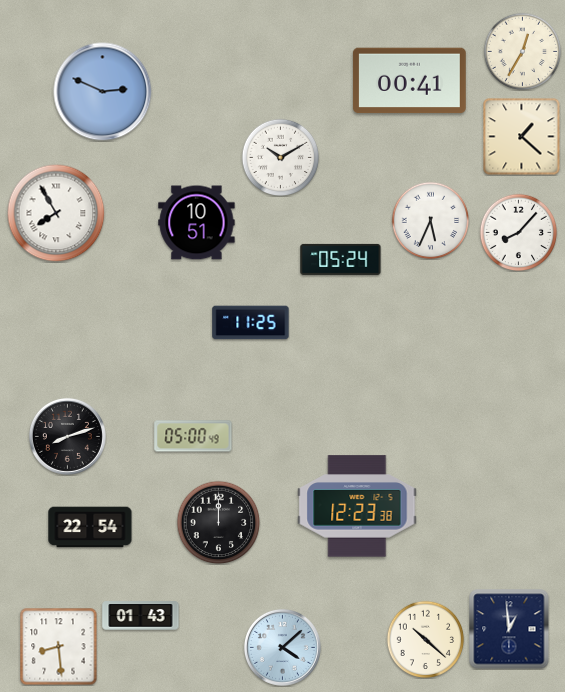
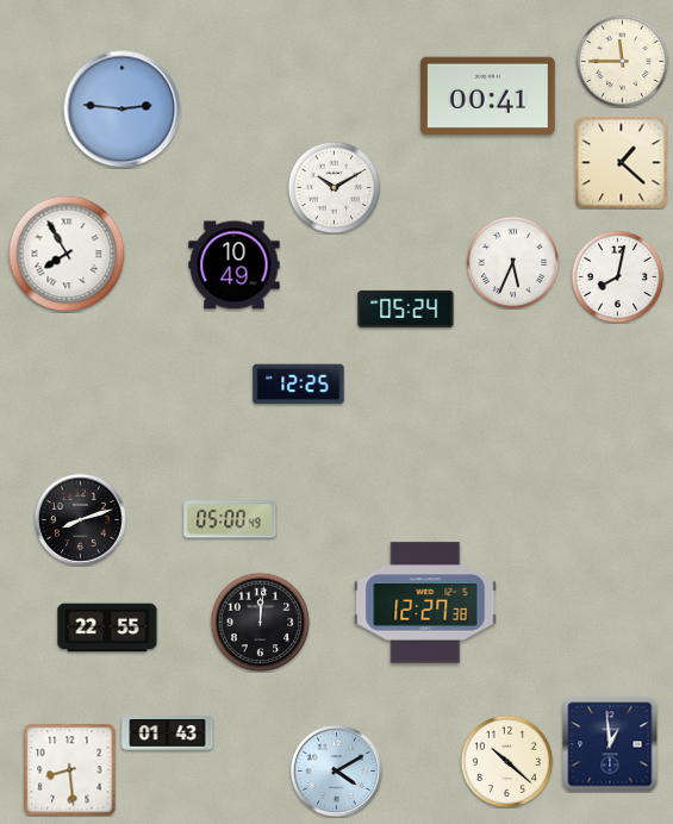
clock at (522, 51): 12:35 -> 11:45
clock at (103, 92): 2:49 -> 2:46
clock at (197, 223): 10:51 -> 10:49
clock at (518, 232): 8:07 -> 8:02
clock at (251, 323): 11:25 -> 12:25
clock at (357, 506): 12:23 -> 12:27
clock at (218, 522): 12:00 -> 12:01
clock at (90, 527): 22:54 -> 22:55
clock at (509, 629) position: (509, 629) -> (610, 744)
clock at (282, 647): 4:08 -> 4:10
